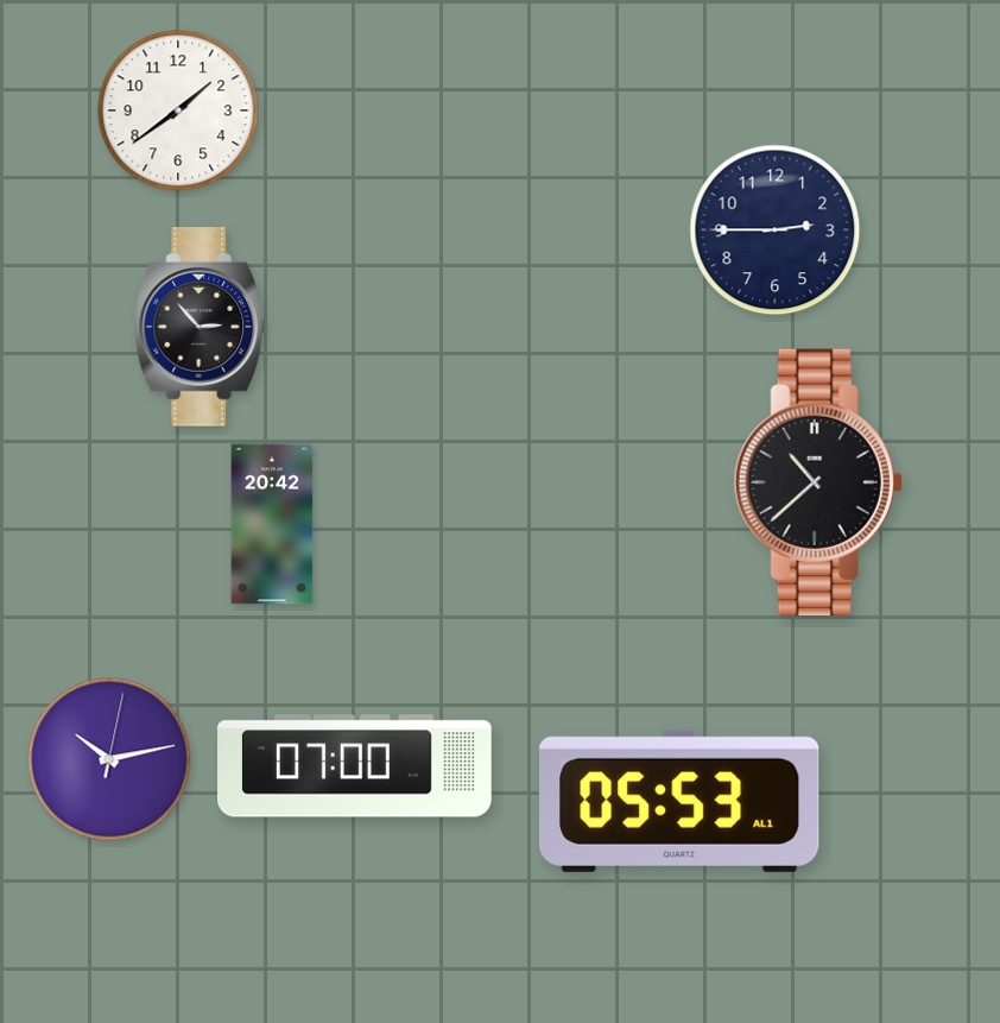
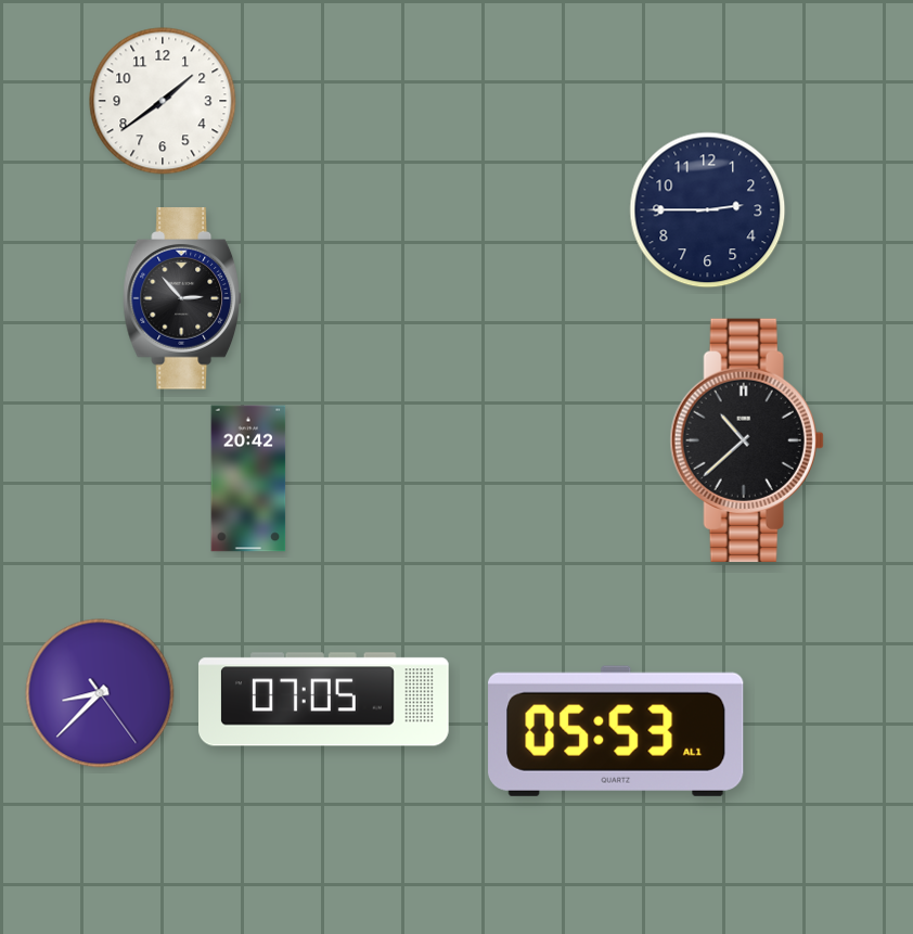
clock at (109, 759): 10:13 -> 8:37
clock at (355, 766): 07:00 -> 07:05
clock at (679, 801) position: (679, 801) -> (616, 731)
